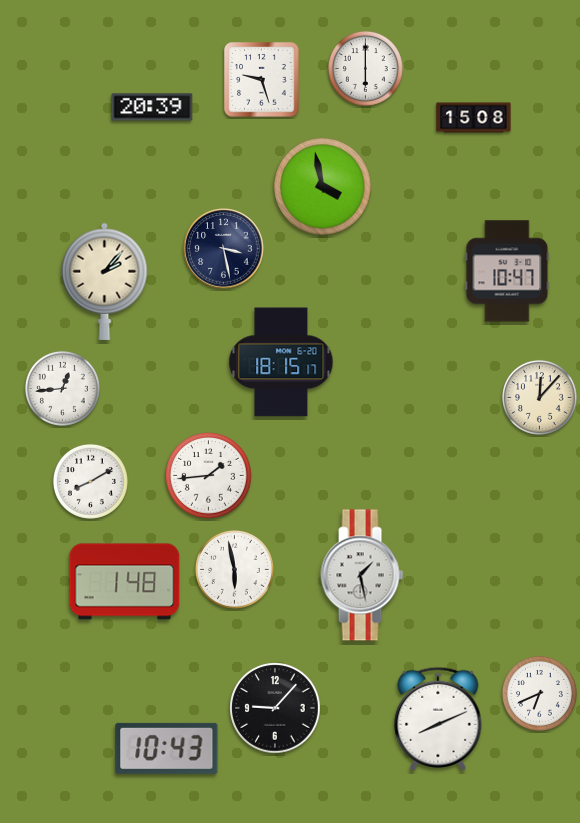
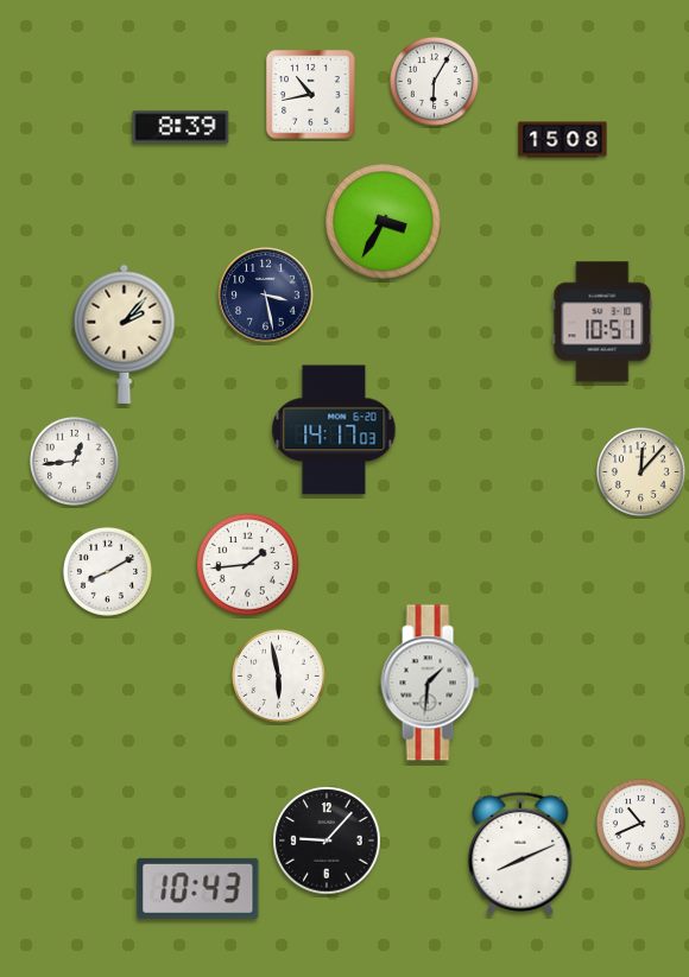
clock at (365, 68): 6:00 -> 6:05
clock at (262, 80): 9:27 -> 10:43
clock at (152, 107): 20:39 -> 8:39
clock at (323, 187): 3:58 -> 3:35
clock at (507, 271): 10:47 -> 10:51
clock at (281, 362): 18:15 -> 14:17
clock at (362, 575): 1:28 -> 1:31
clock at (125, 582): 1:48 -> none
clock at (539, 693): 6:41 -> 10:41
